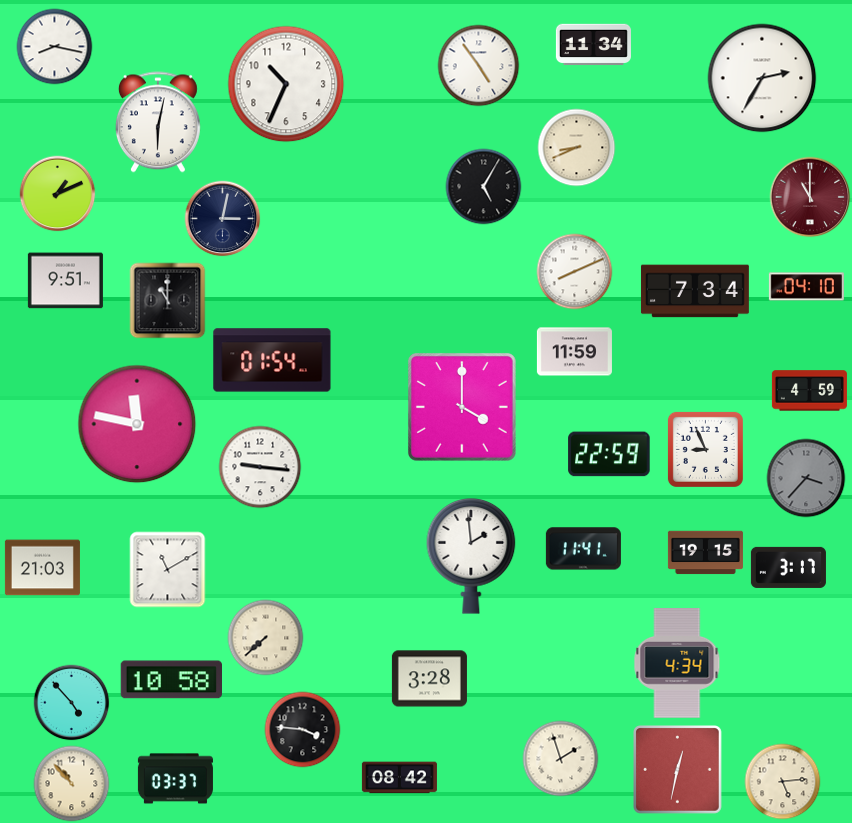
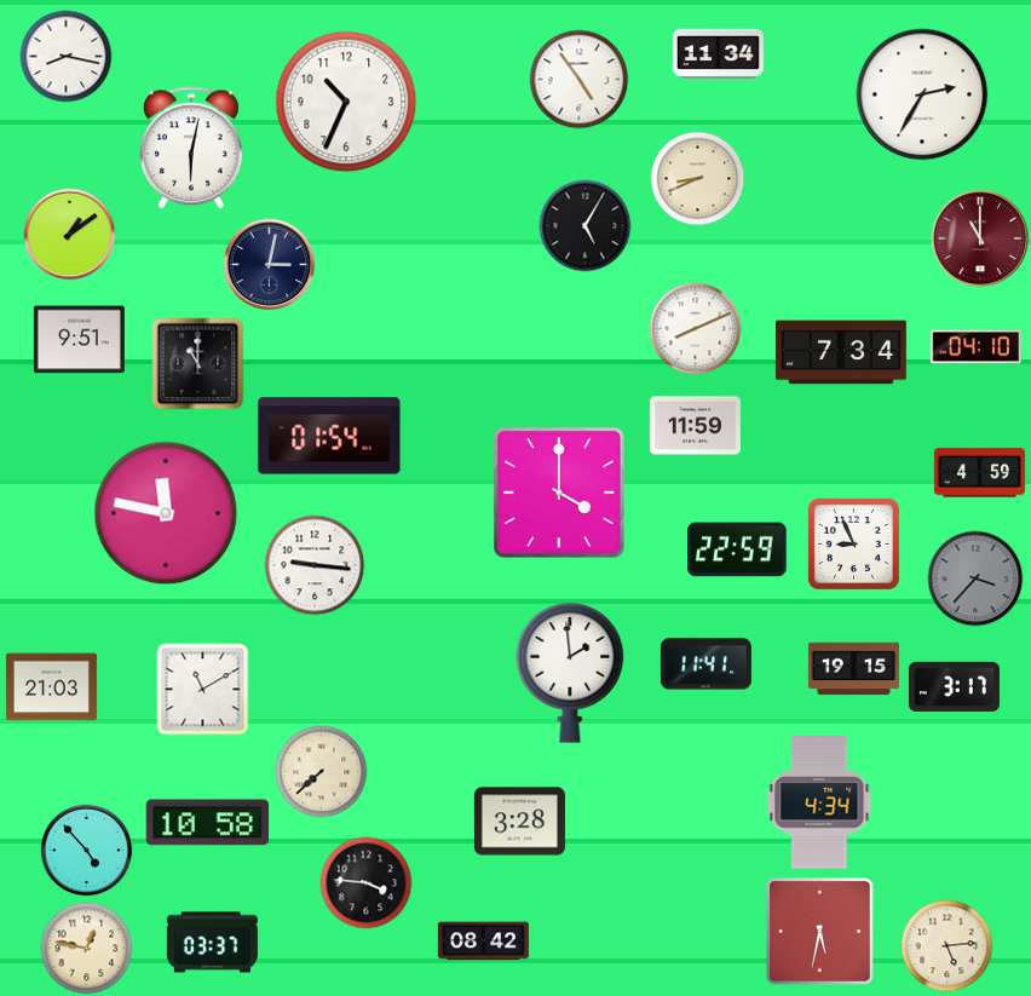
clock at (58, 194): 1:11 -> 1:09
clock at (168, 301) position: (168, 301) -> (198, 364)
clock at (561, 759): 1:57 -> none
clock at (678, 770): 12:32 -> 5:32
clock at (72, 784): 10:53 -> 12:47
